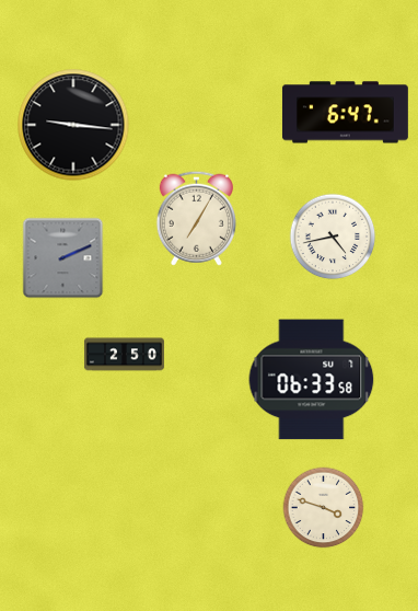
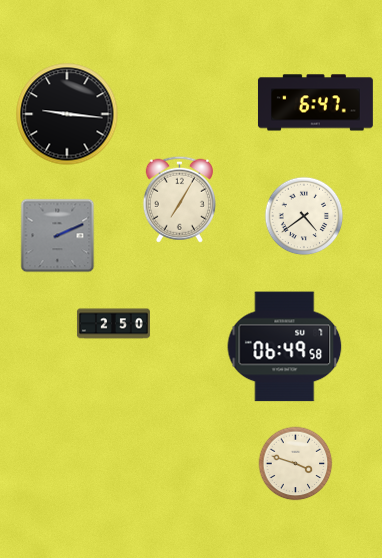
clock at (333, 237): 4:43 -> 4:39
clock at (312, 380): 06:33 -> 06:49
